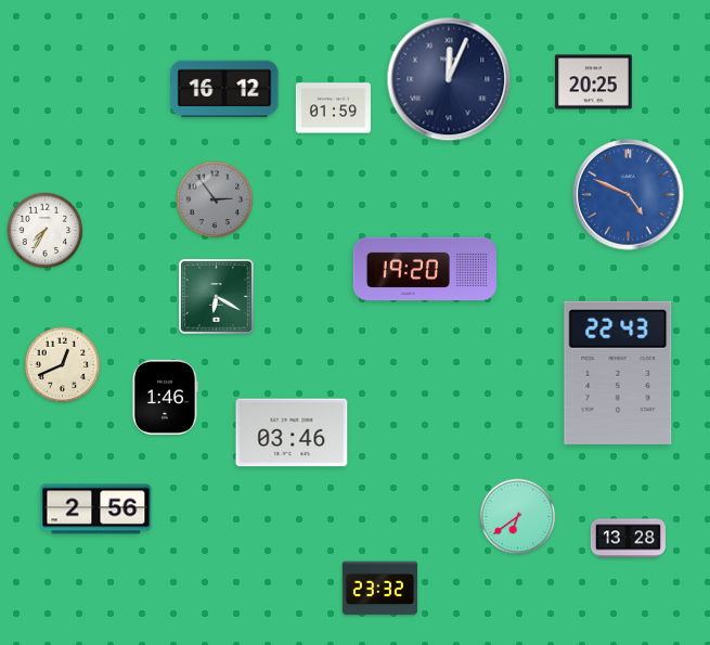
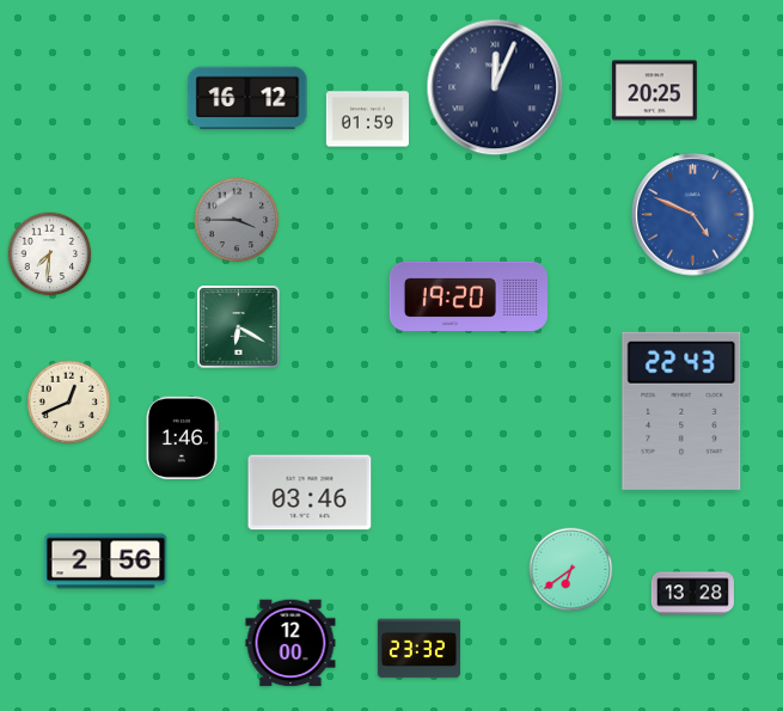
clock at (215, 199): 2:54 -> 3:45
clock at (46, 231): 7:35 -> 7:31
clock at (292, 433) position: (292, 433) -> (310, 492)
clock at (290, 643): none -> 12:00
